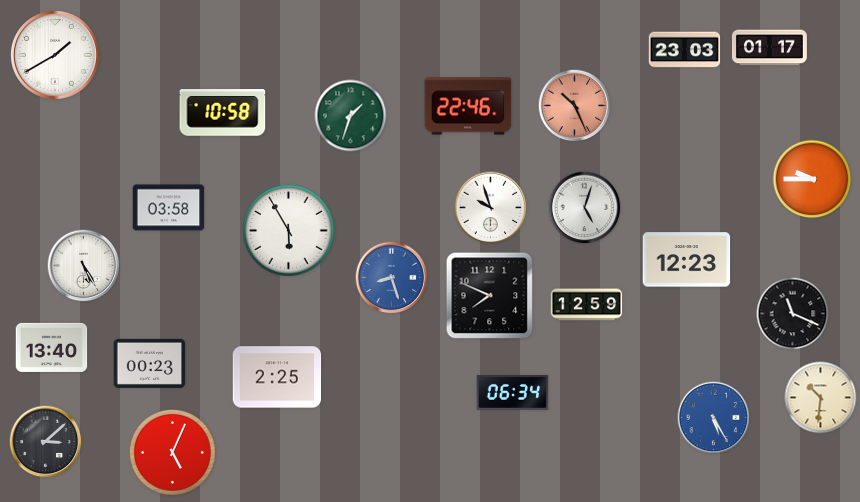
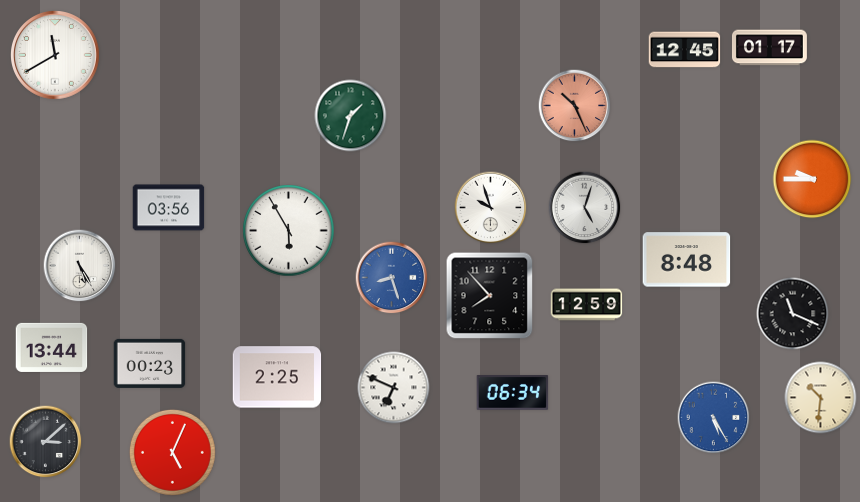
clock at (685, 50): 23:03 -> 12:45
clock at (55, 55): 1:40 -> 11:40
clock at (468, 106): 22:46 -> none
clock at (223, 113): 10:58 -> none
clock at (169, 208): 03:58 -> 03:56
clock at (687, 260): 12:23 -> 8:48
clock at (84, 266) position: (84, 266) -> (80, 266)
clock at (490, 296): 7:49 -> 7:53
clock at (52, 347): 13:40 -> 13:44
clock at (394, 388): none -> 6:49
